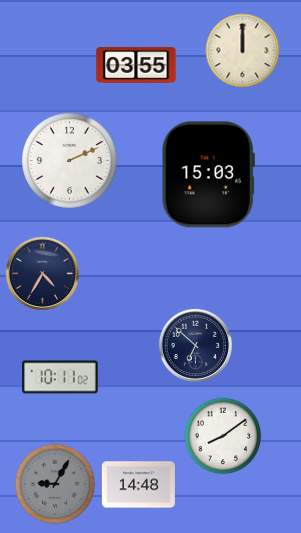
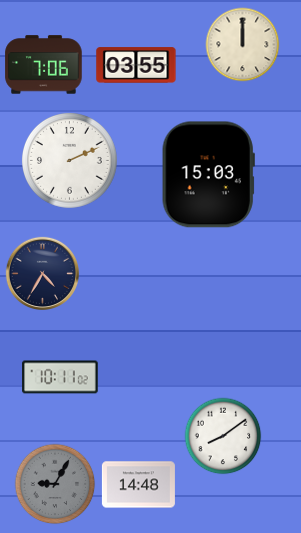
clock at (243, 51) position: (243, 51) -> (243, 45)
clock at (44, 65): none -> 7:06
clock at (195, 345): 6:52 -> none
